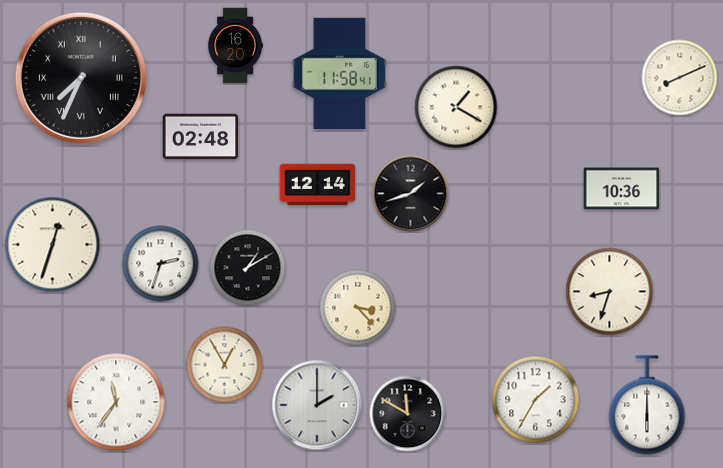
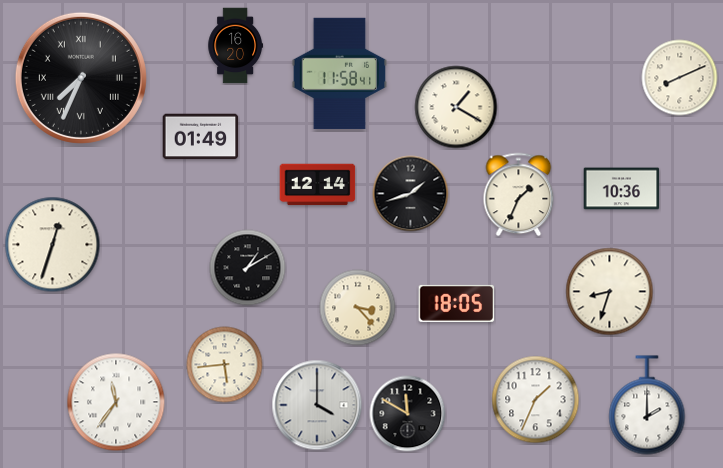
clock at (201, 137): 02:48 -> 01:49
clock at (519, 195): none -> 1:34
clock at (161, 264): 2:33 -> none
clock at (457, 303): none -> 18:05
clock at (225, 365): 12:55 -> 5:44
clock at (536, 400): 1:35 -> 1:34
clock at (317, 405): 2:00 -> 4:00
clock at (647, 405): 6:00 -> 2:00
